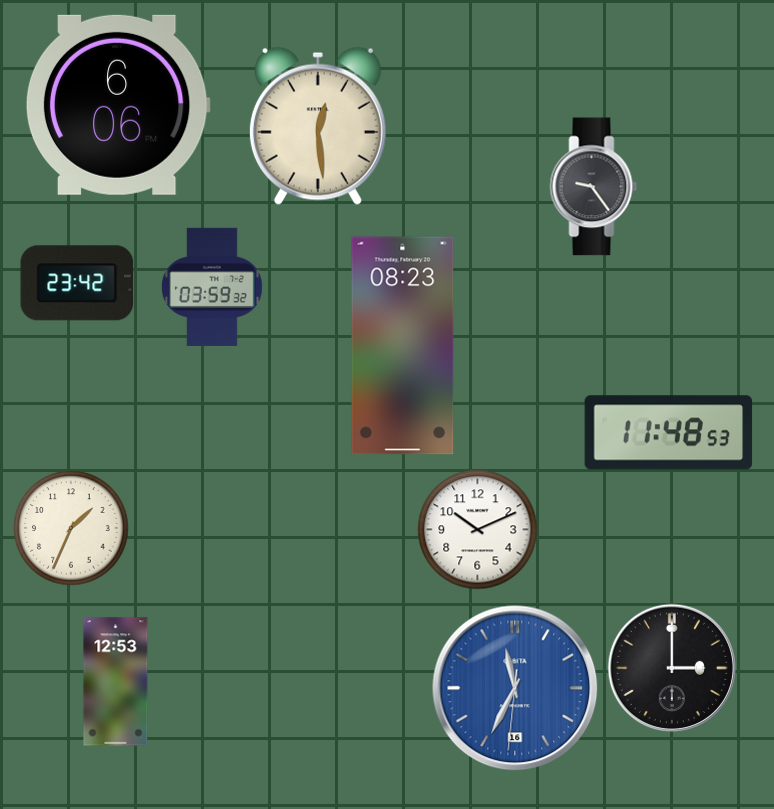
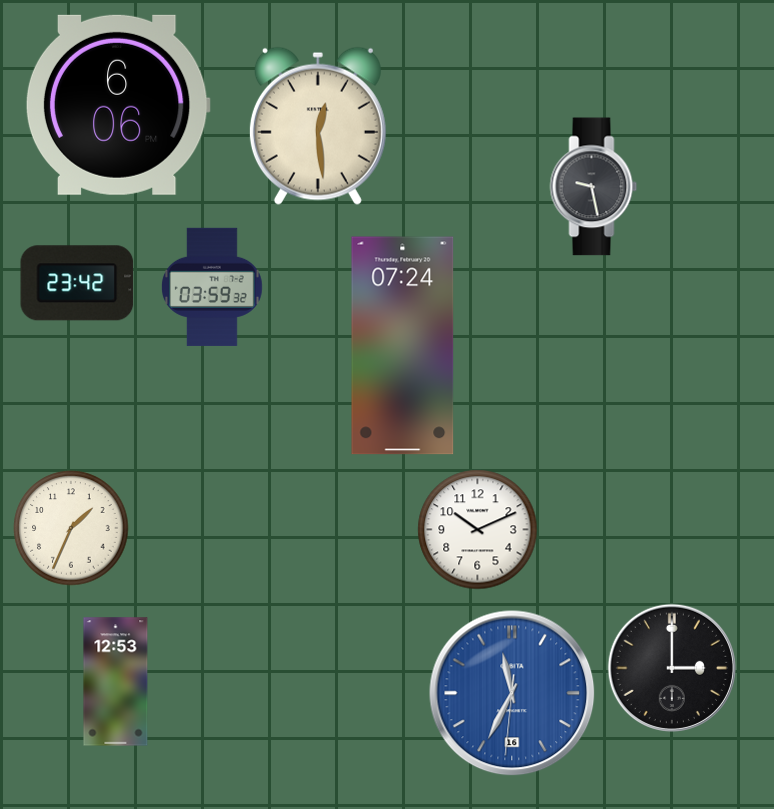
clock at (594, 187): 9:24 -> 9:28
clock at (403, 346): 08:23 -> 07:24
clock at (669, 433): 11:48 -> none
clock at (515, 688) position: (515, 688) -> (512, 693)
